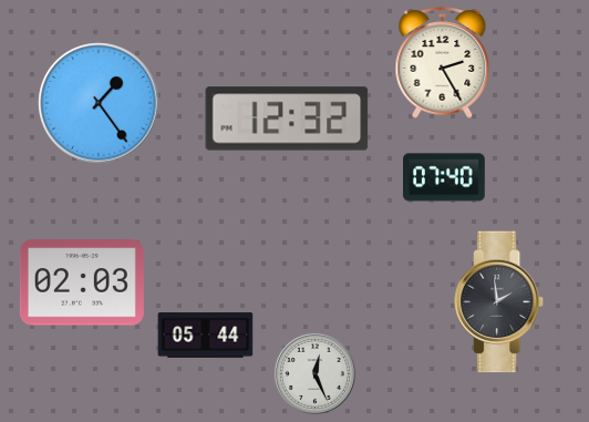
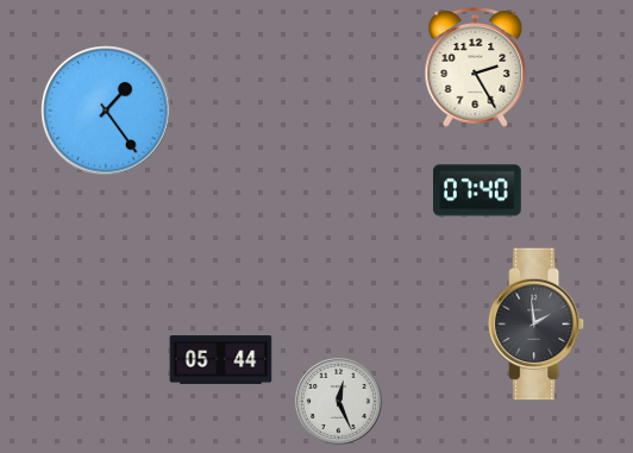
clock at (287, 119): 12:32 -> none
clock at (82, 282): 02:03 -> none
